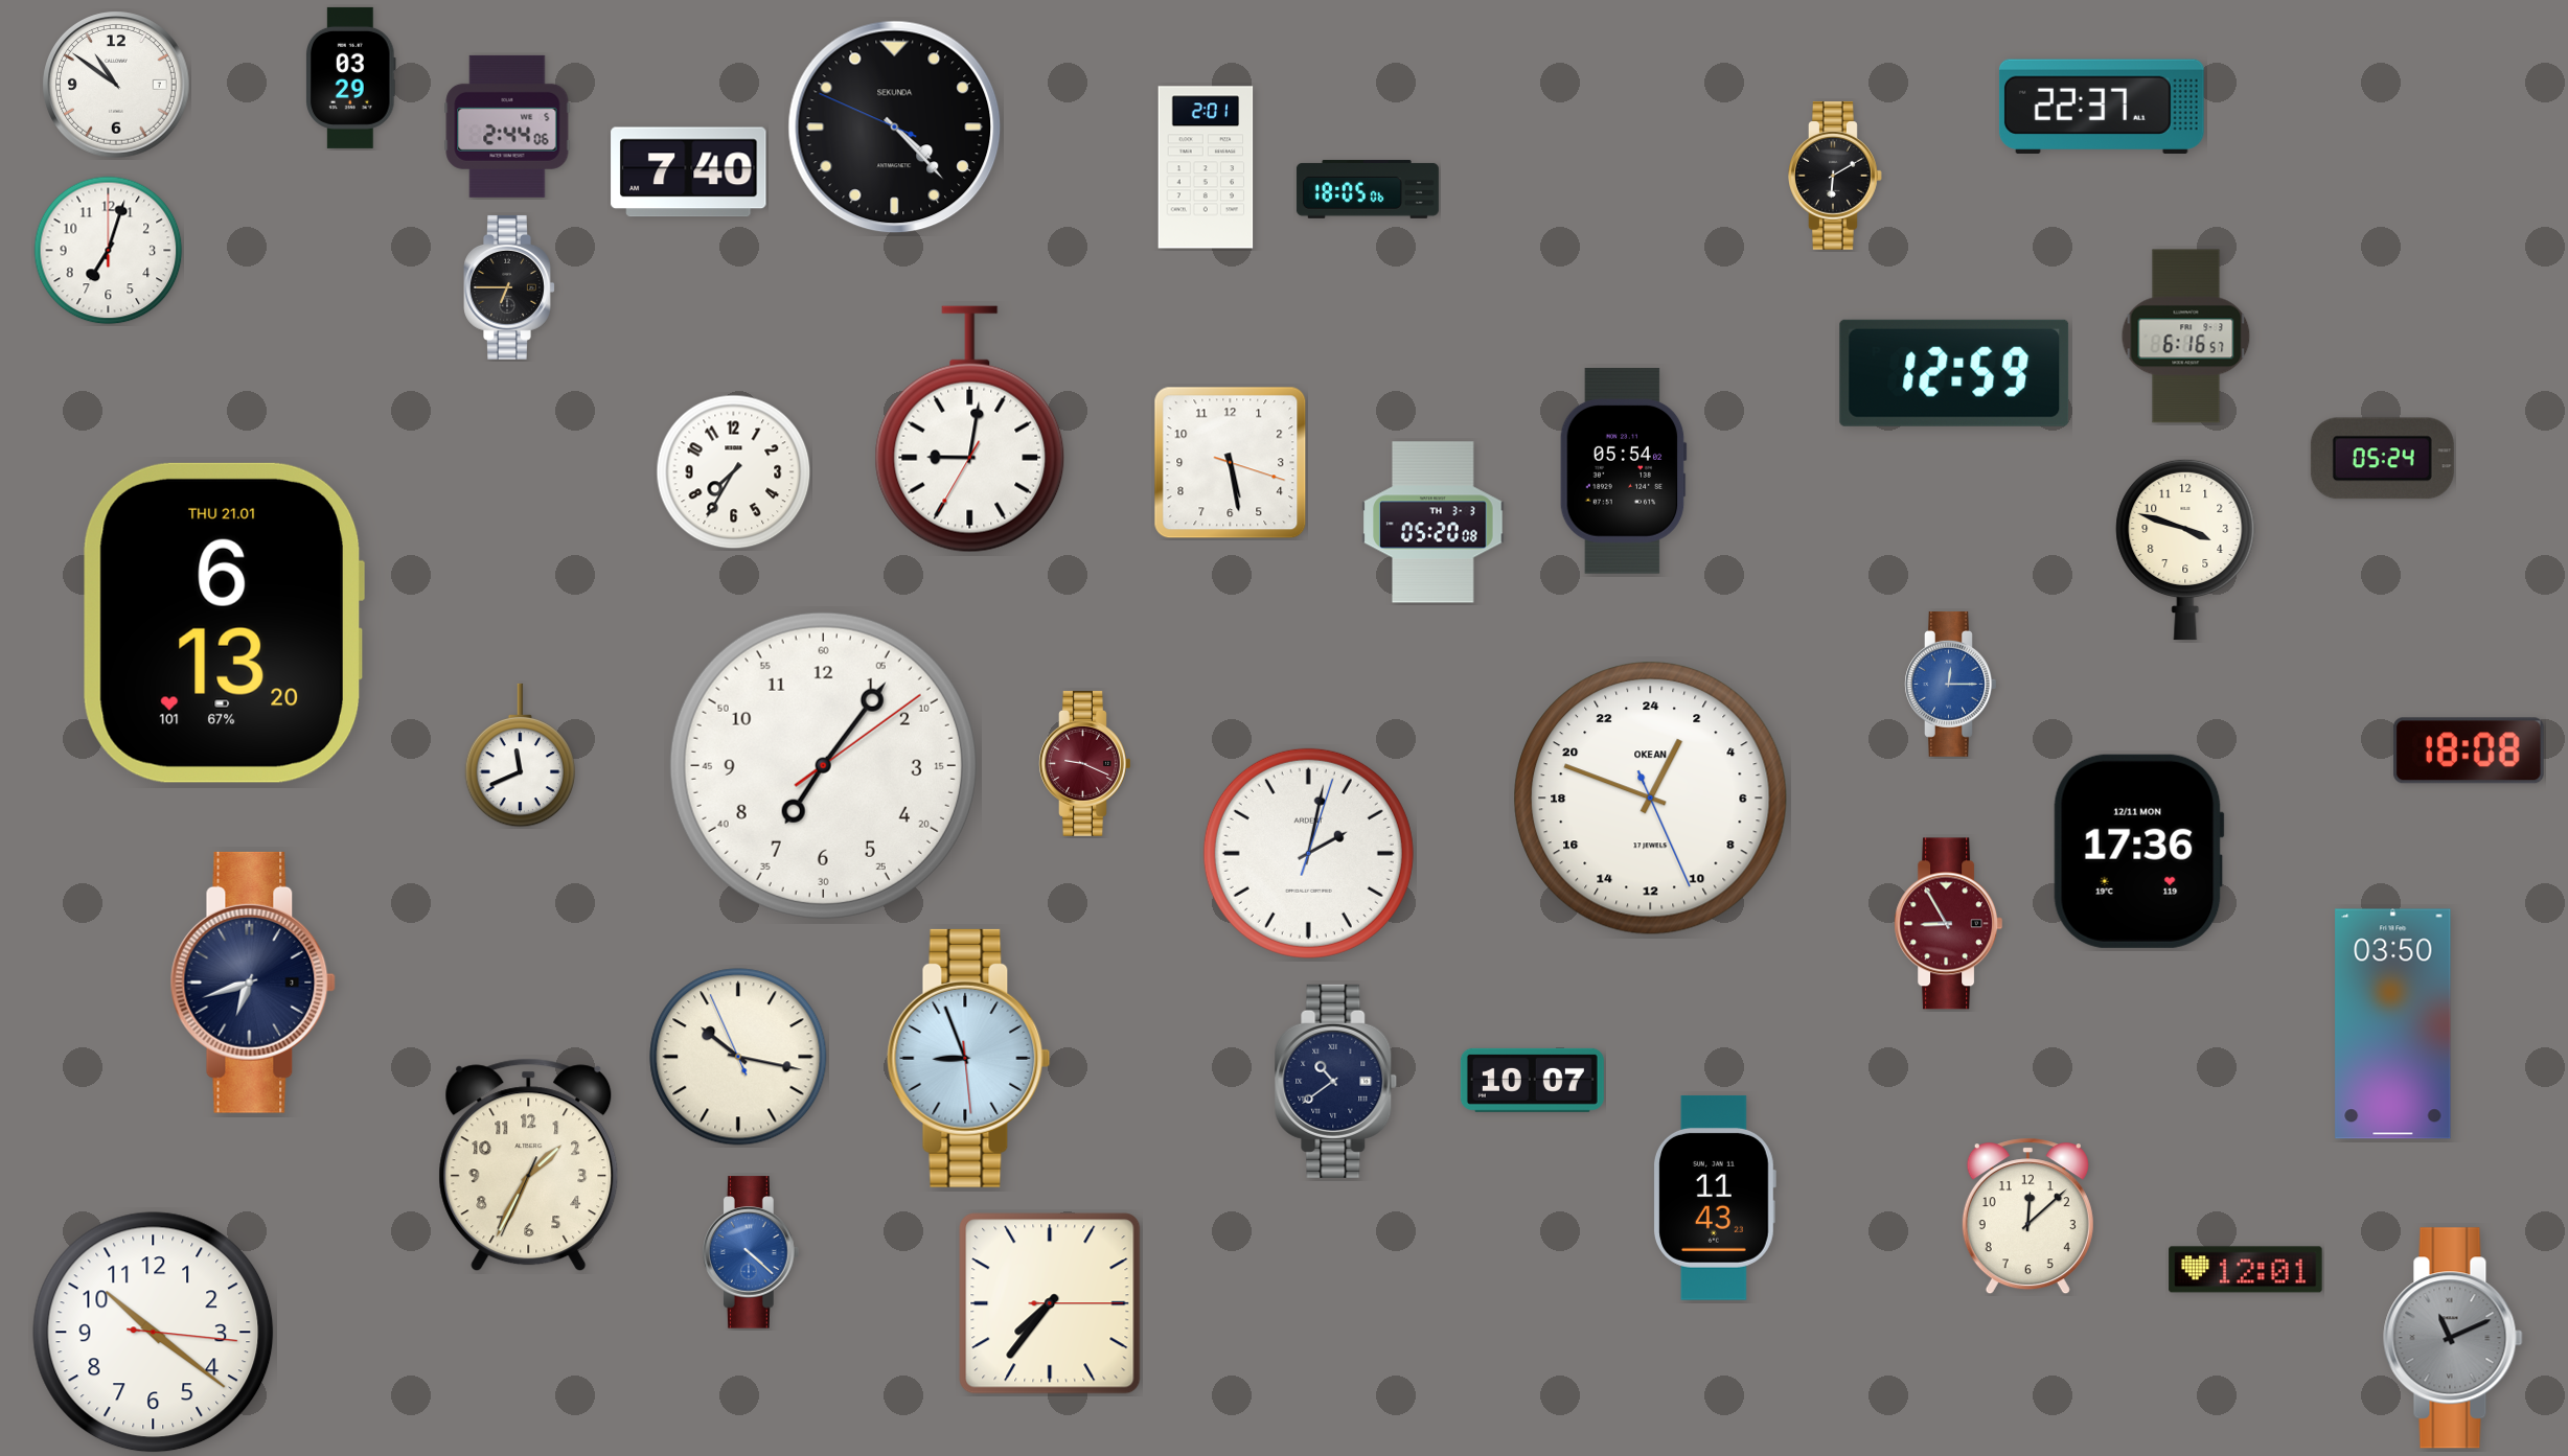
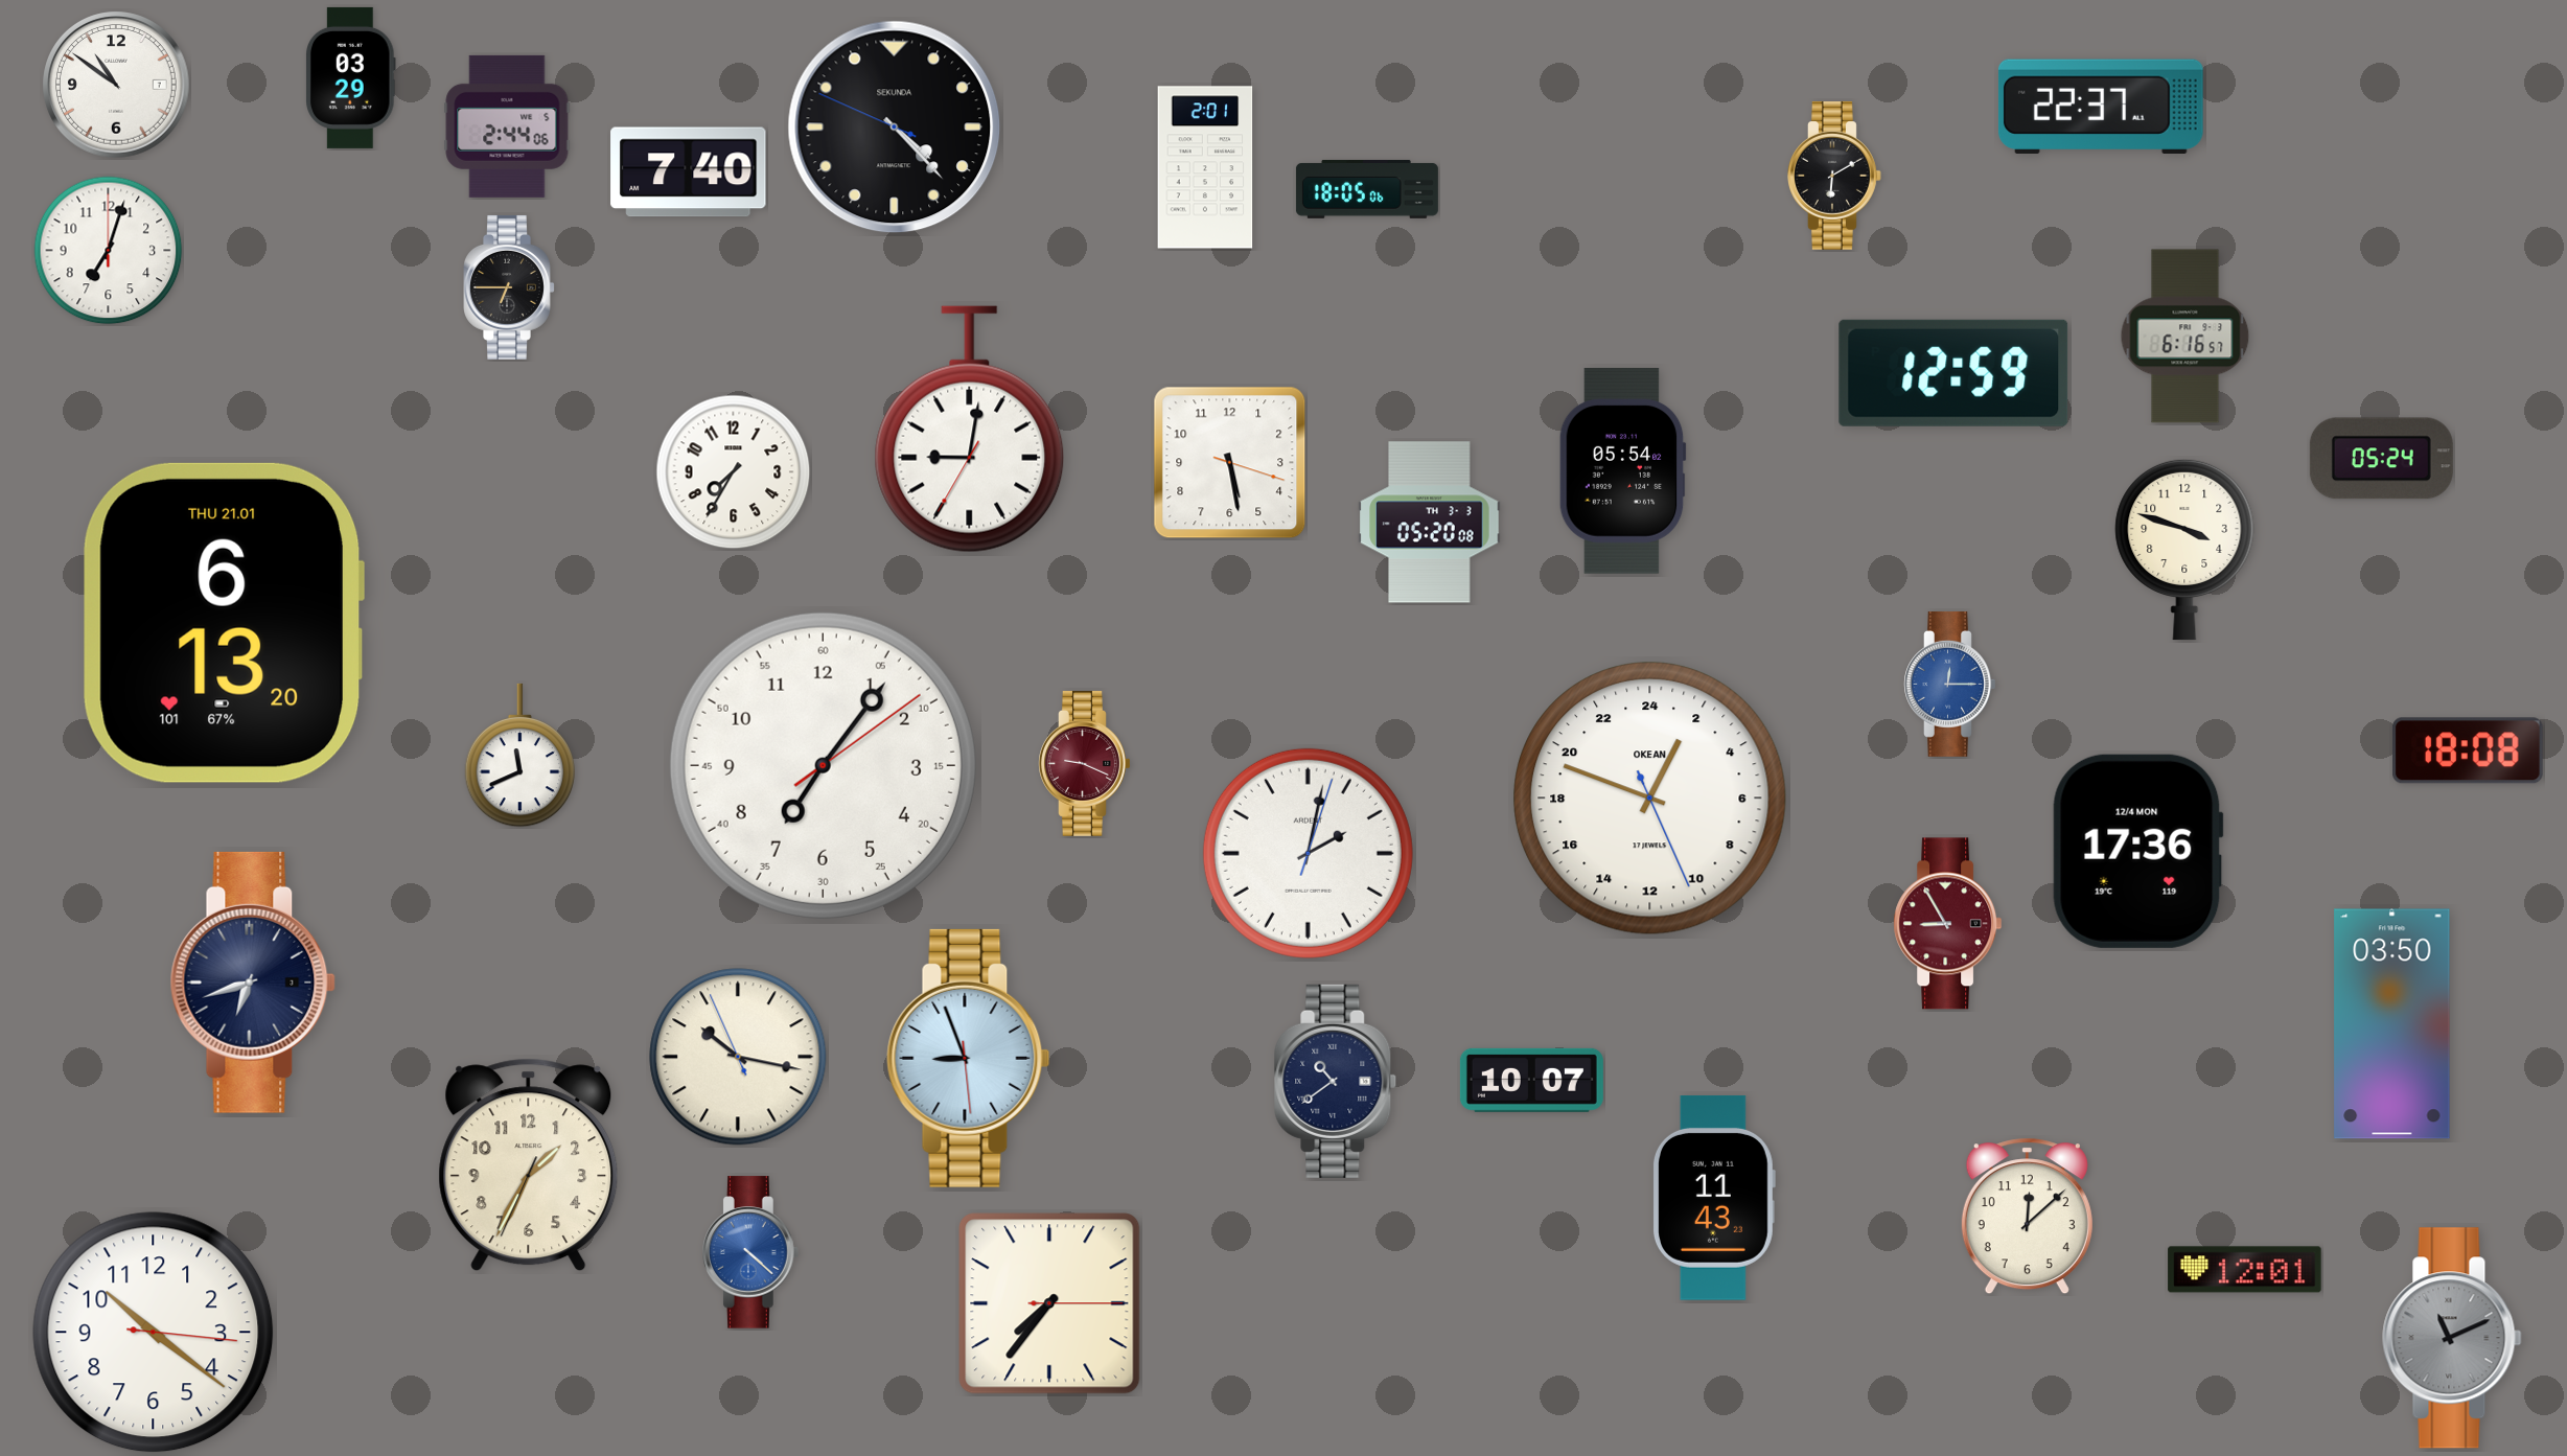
clock at (1434, 523) position: (1434, 523) -> (1430, 523)
clock at (2138, 851) date: 12/11 MON -> 12/4 MON
